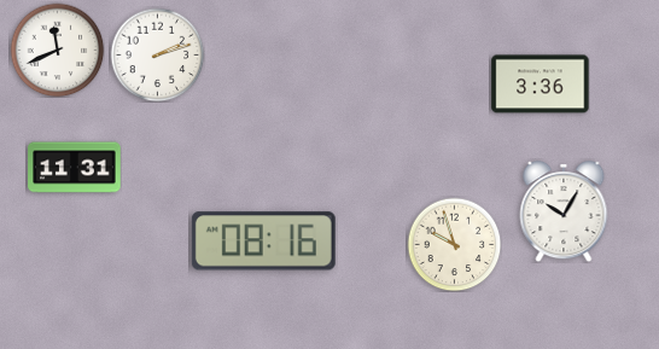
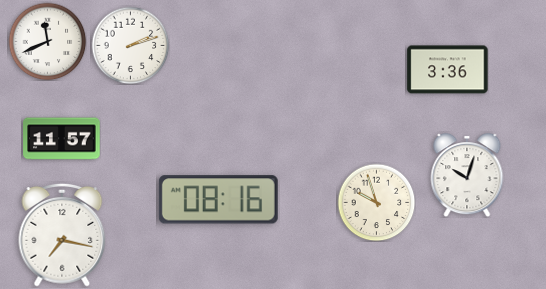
clock at (75, 168): 11:31 -> 11:57
clock at (564, 211): 10:05 -> 10:03
clock at (62, 235): none -> 7:17
